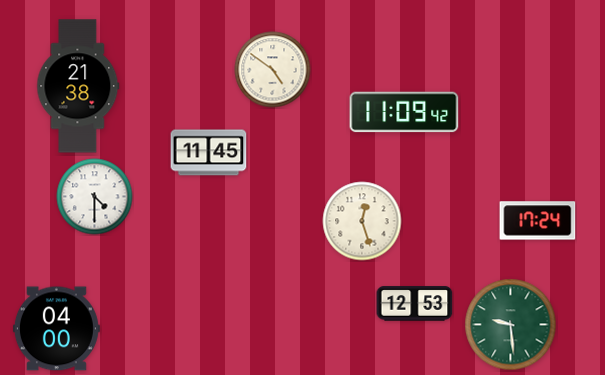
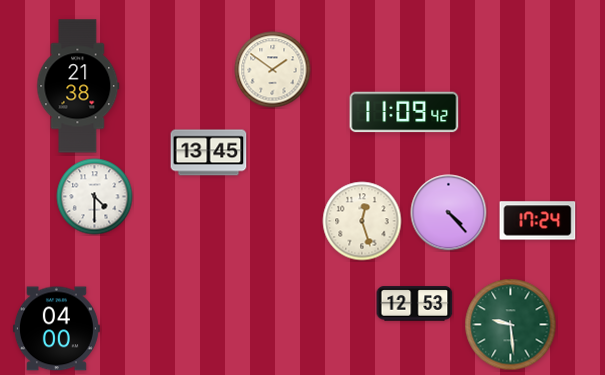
clock at (273, 70): 4:51 -> 1:51
clock at (209, 153): 11:45 -> 13:45
clock at (449, 213): none -> 4:23
